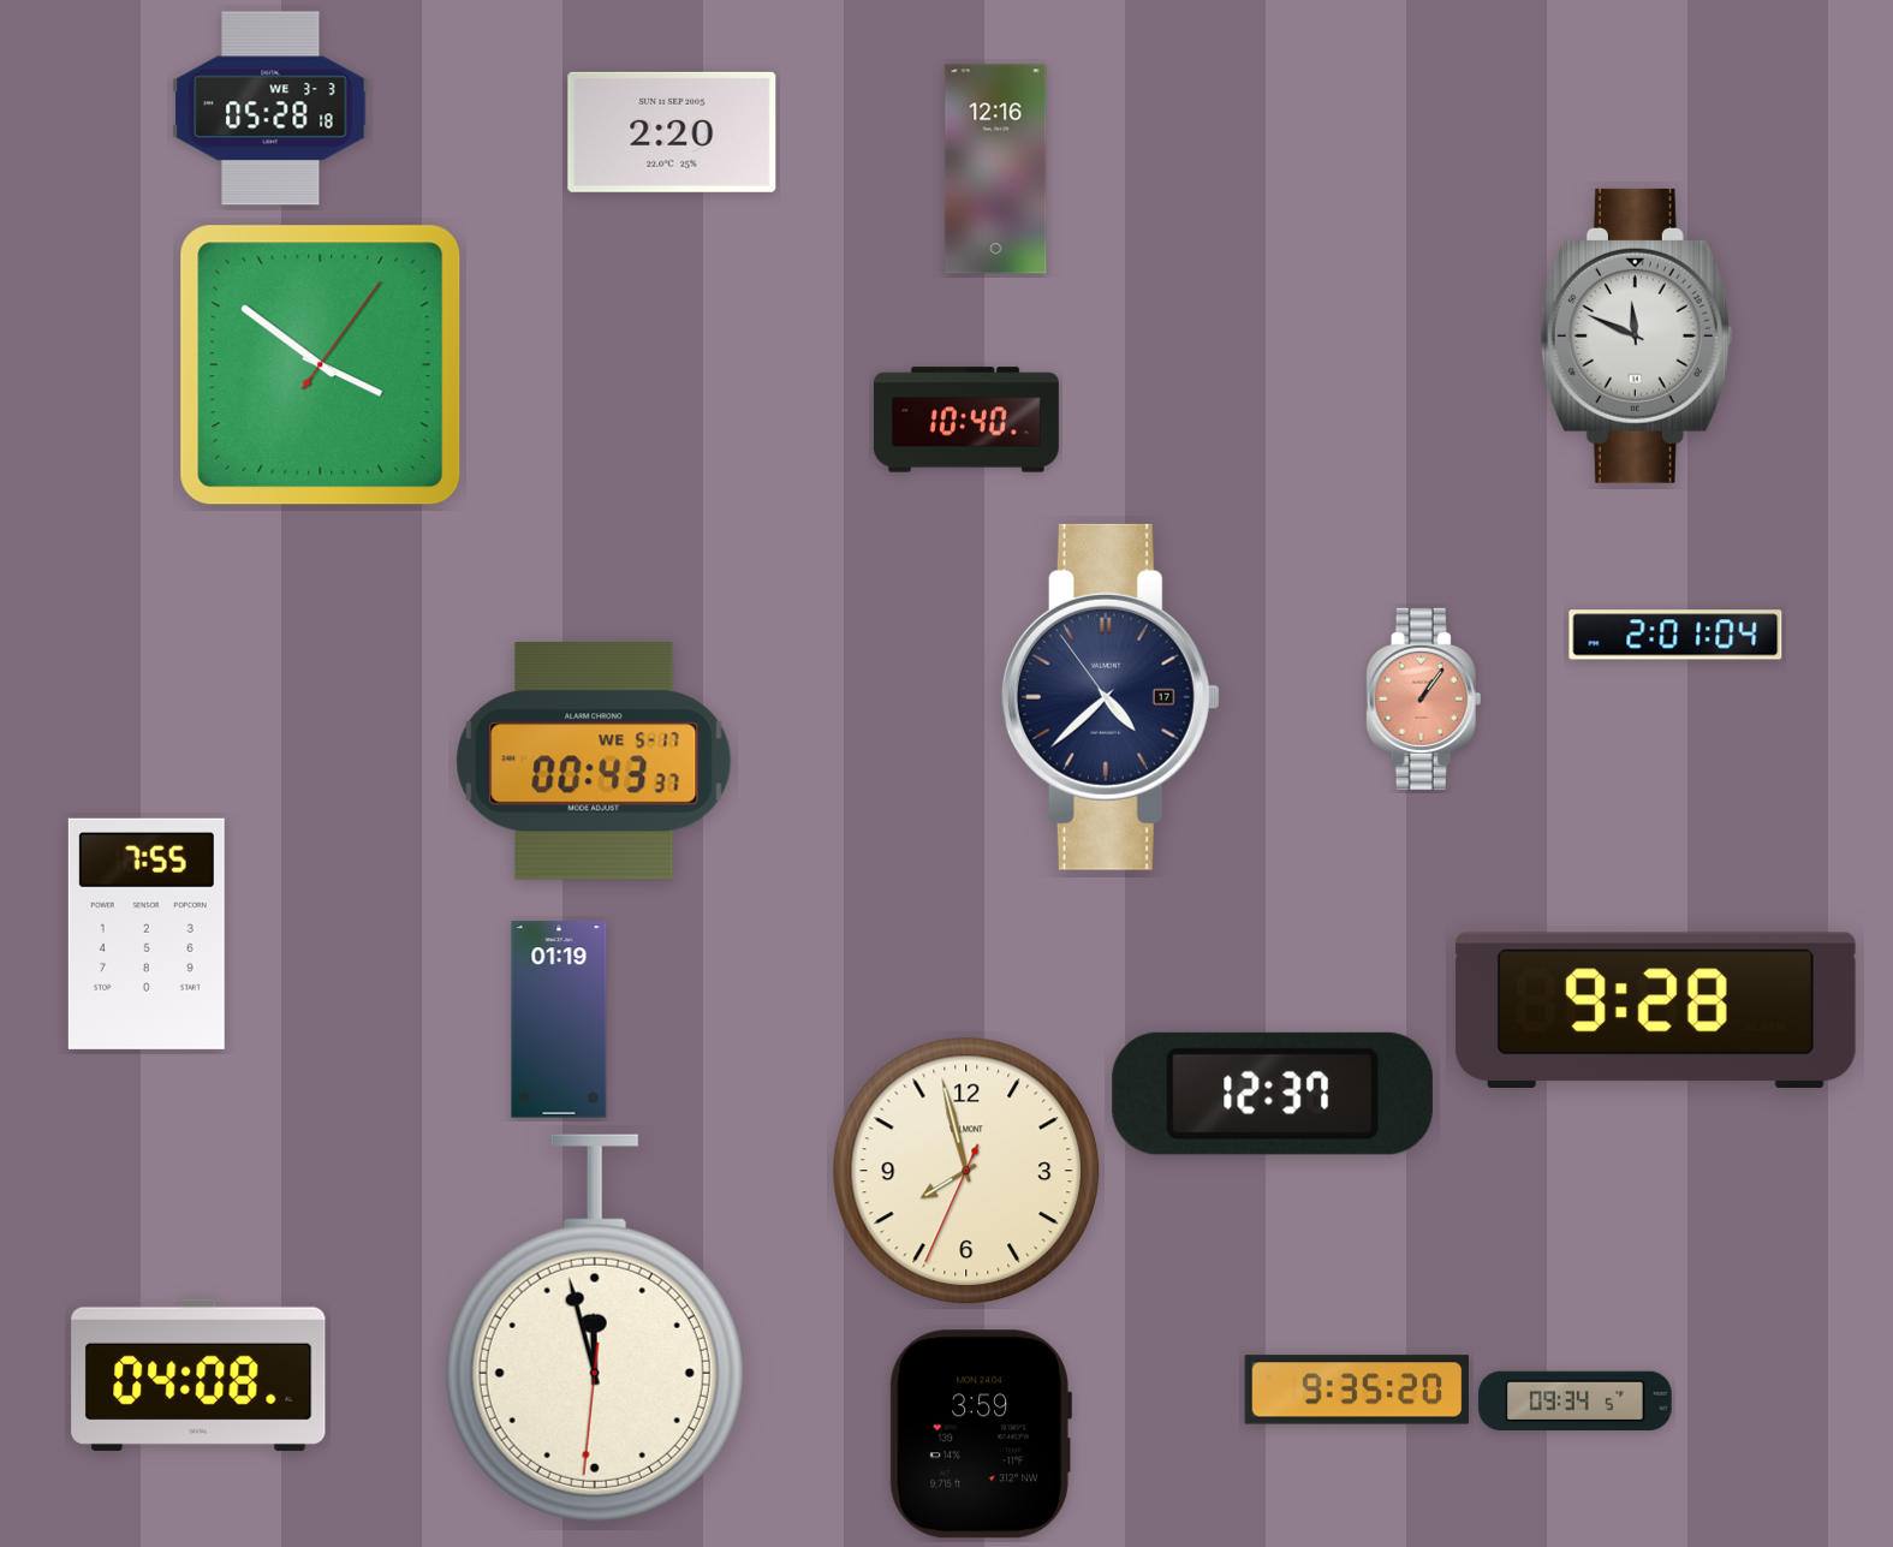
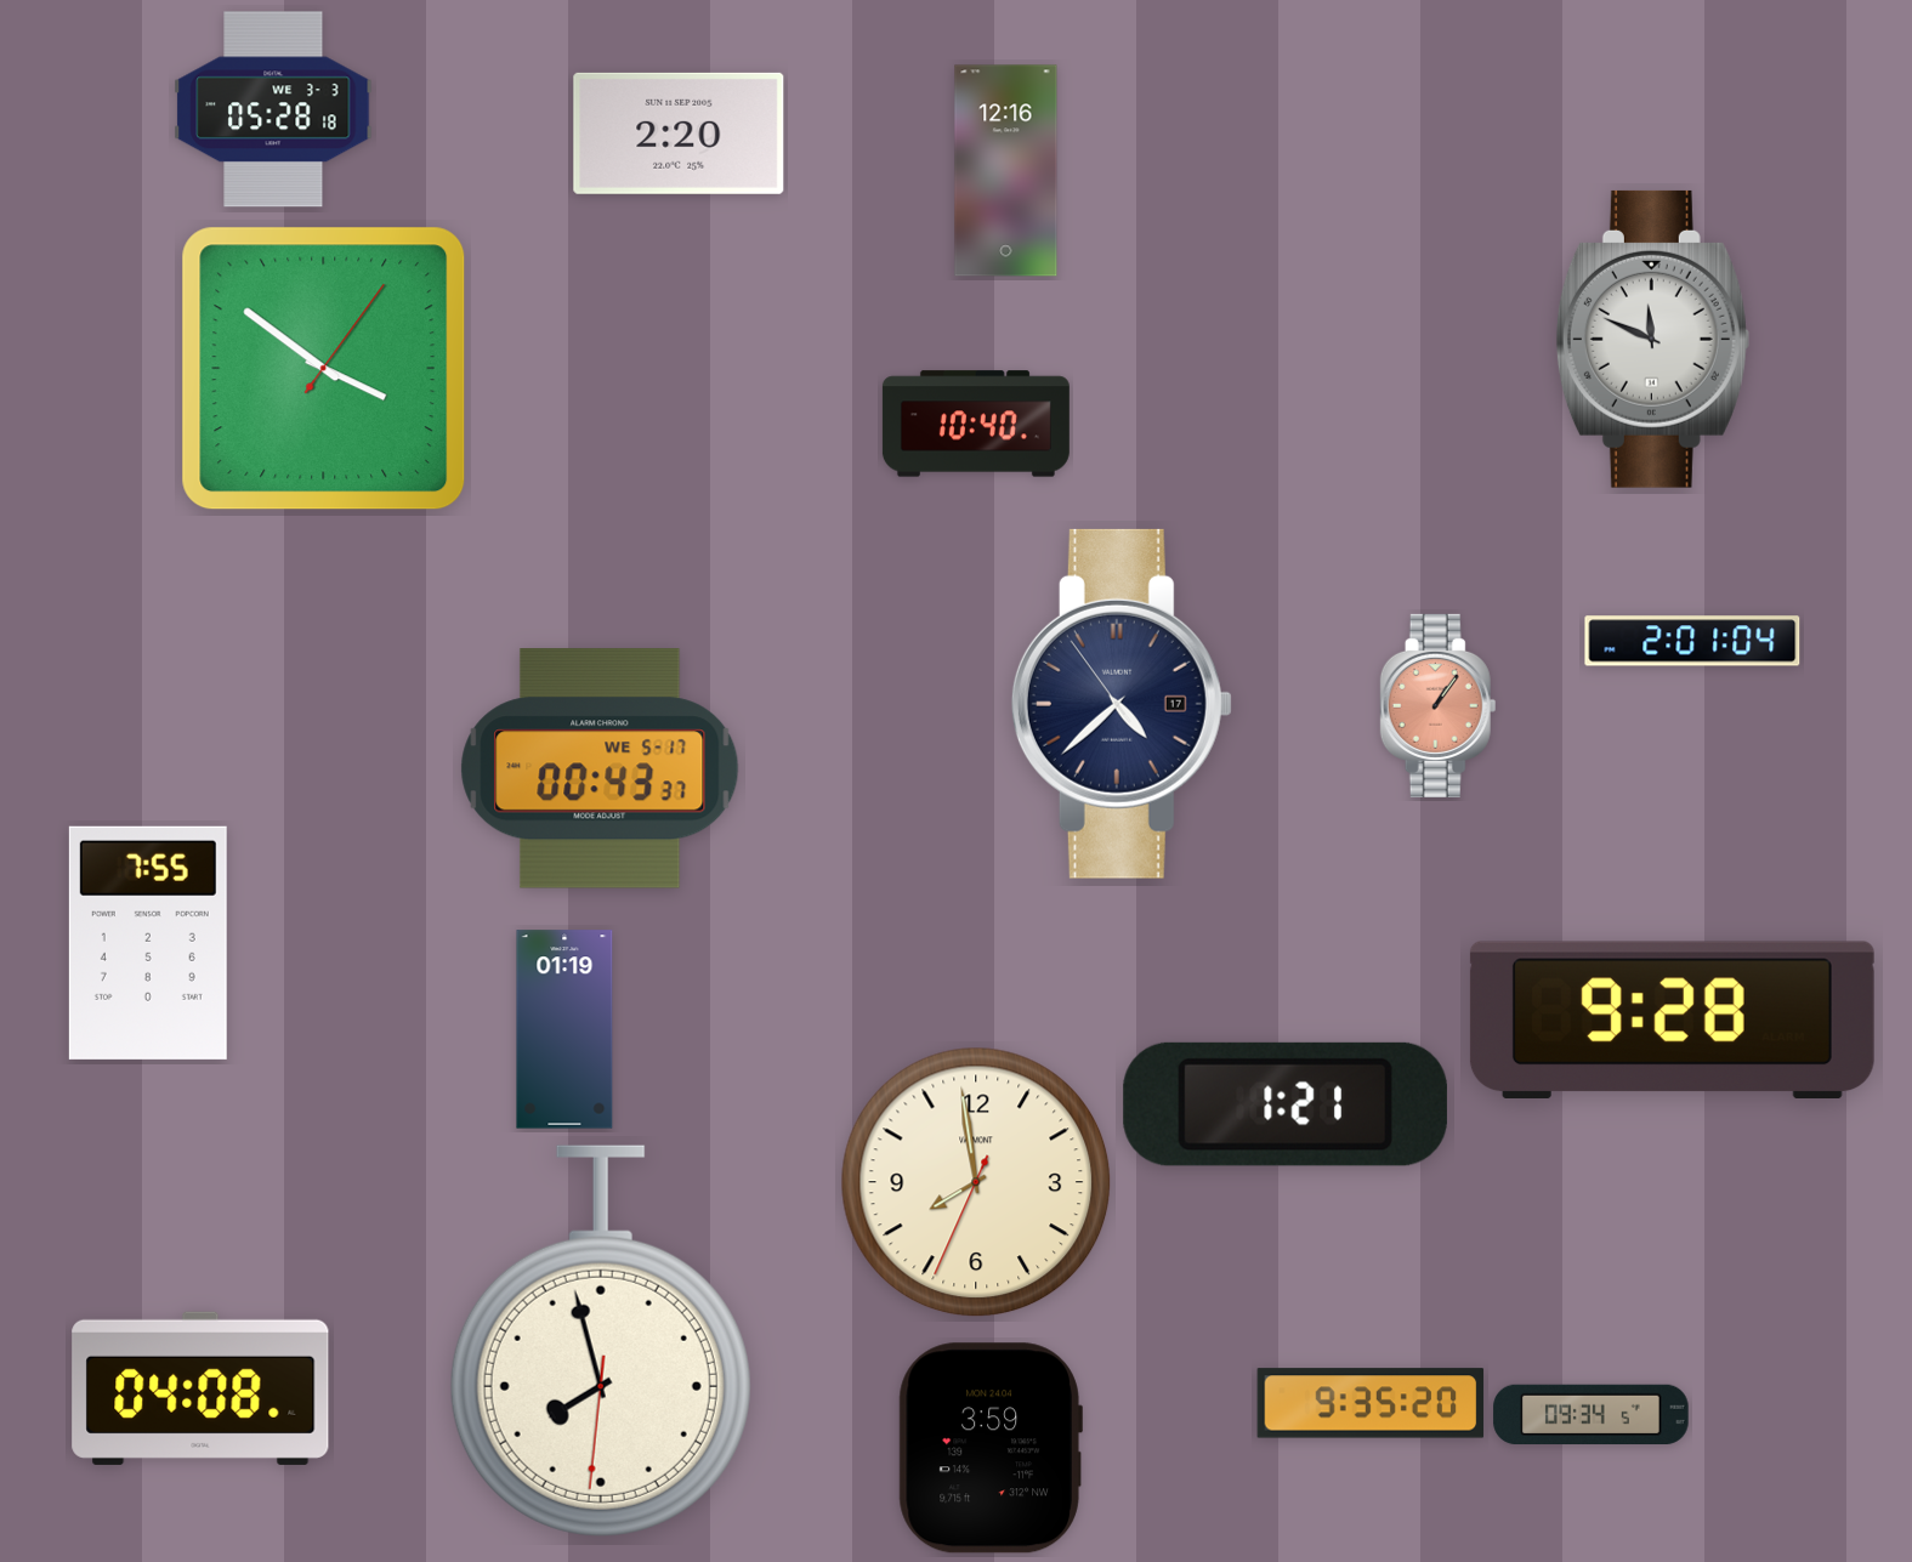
clock at (1273, 1094): 12:37 -> 1:21
clock at (966, 1171): 7:57 -> 7:58
clock at (595, 1328): 11:57 -> 7:57
